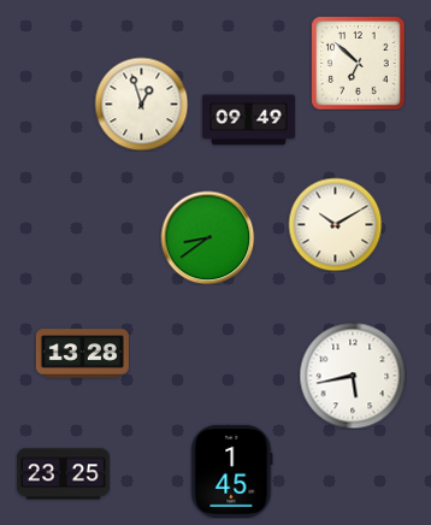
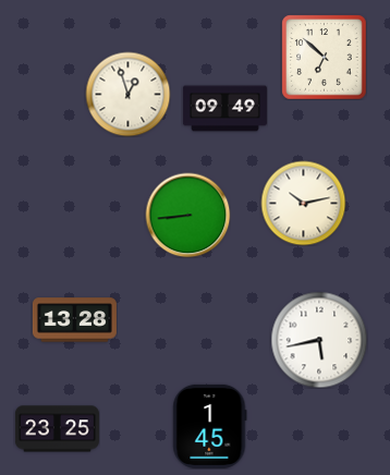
clock at (335, 224): 10:10 -> 10:13
clock at (207, 237): 8:39 -> 8:44
